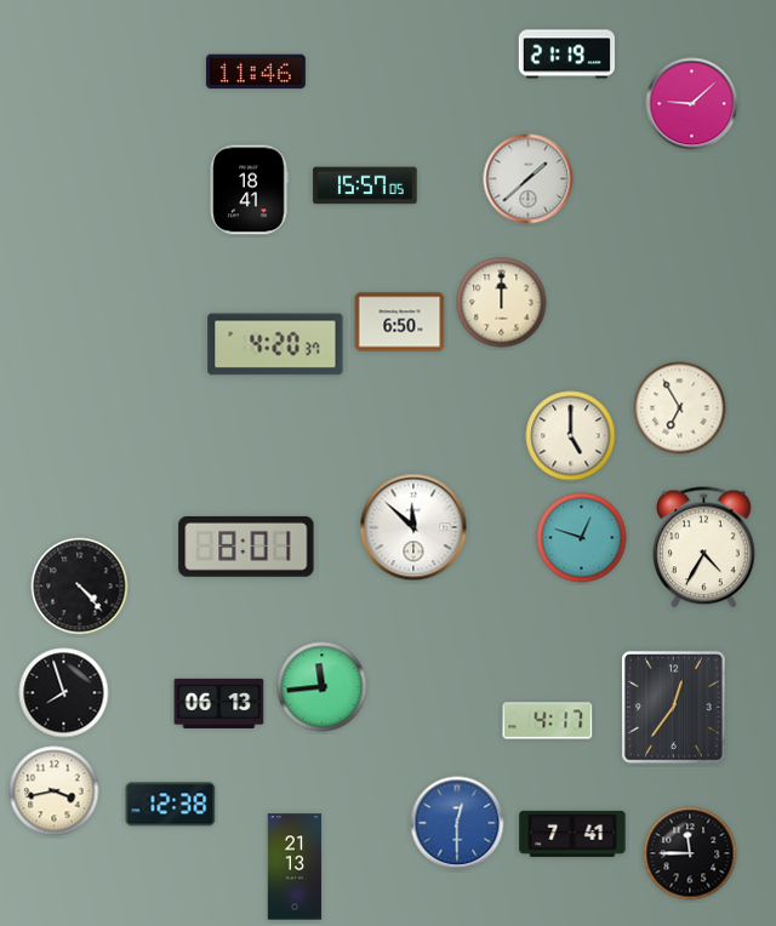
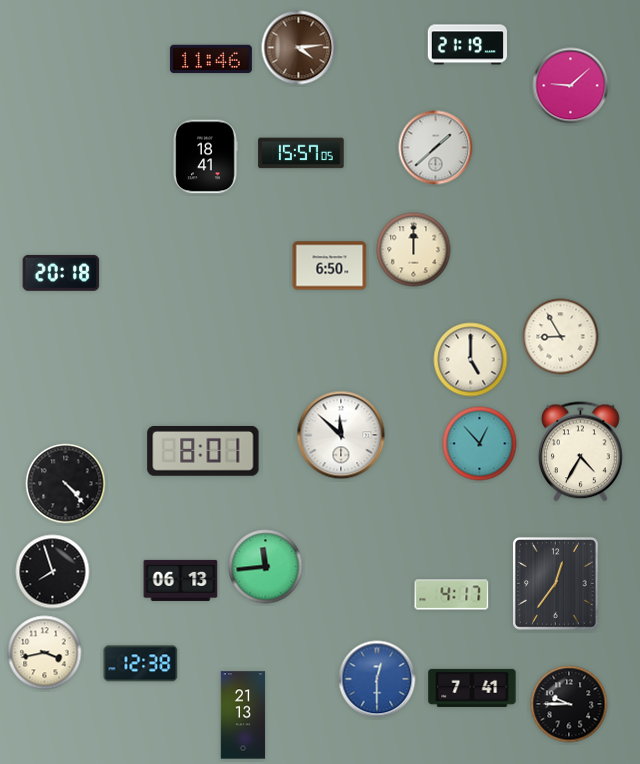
clock at (299, 48): none -> 4:14
clock at (61, 273): none -> 20:18
clock at (275, 344): 4:20 -> none
clock at (680, 408): 6:55 -> 8:55
clock at (582, 538): 12:48 -> 12:53
clock at (690, 853): 11:45 -> 9:45
